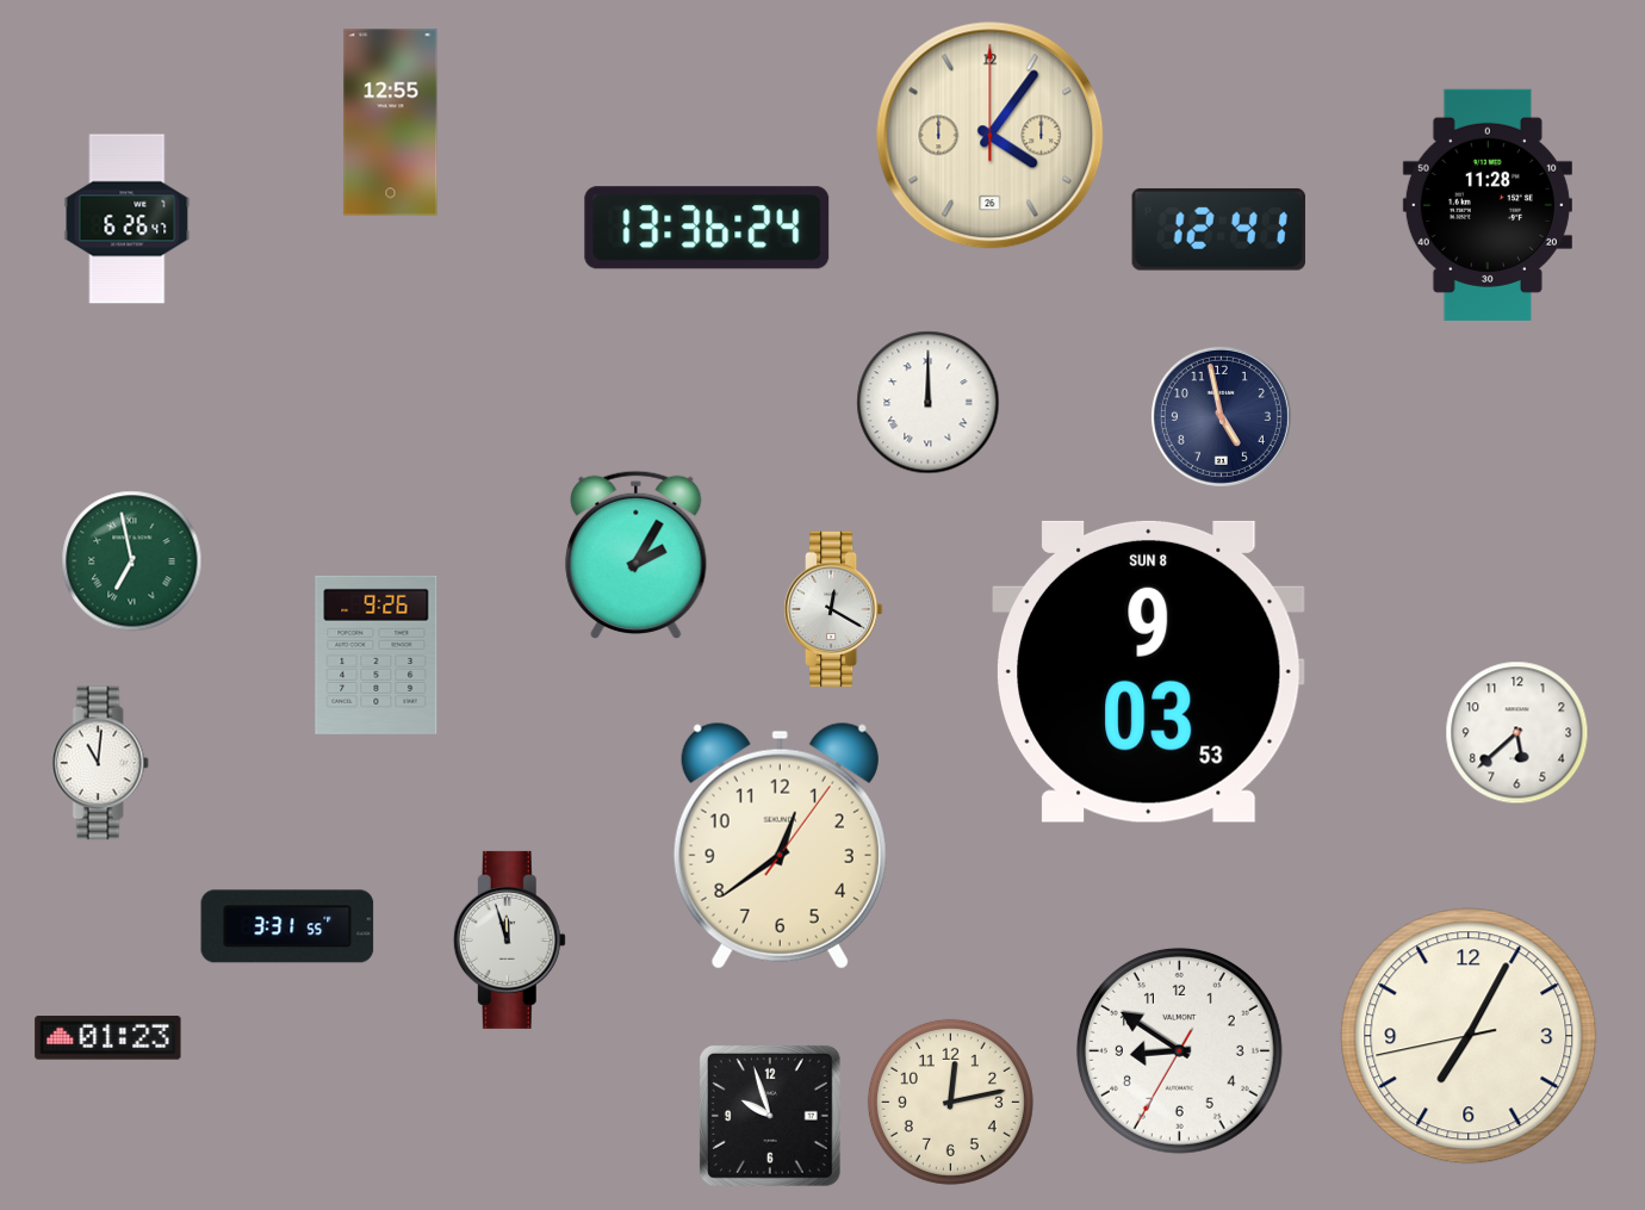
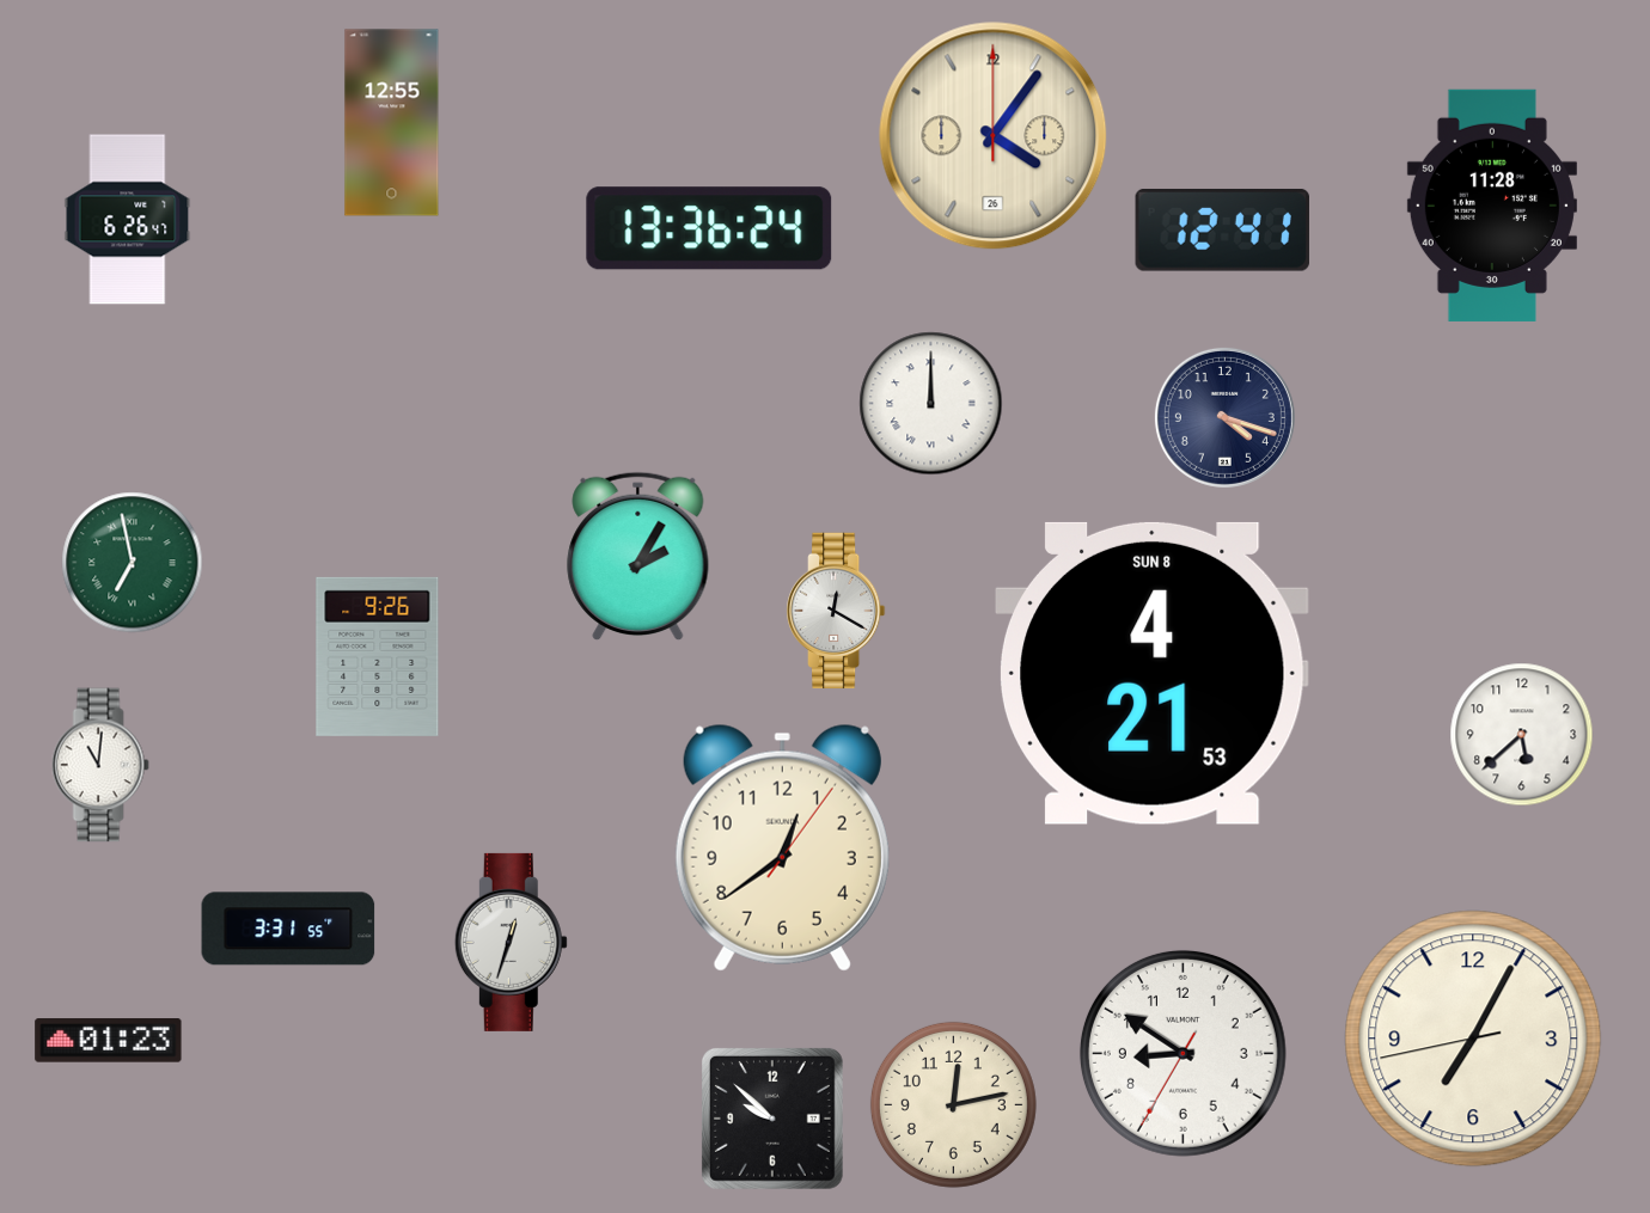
clock at (1221, 416): 4:58 -> 4:18
clock at (1148, 671): 9:03 -> 4:21
clock at (509, 939): 11:57 -> 12:33
clock at (770, 1116): 9:57 -> 9:52
